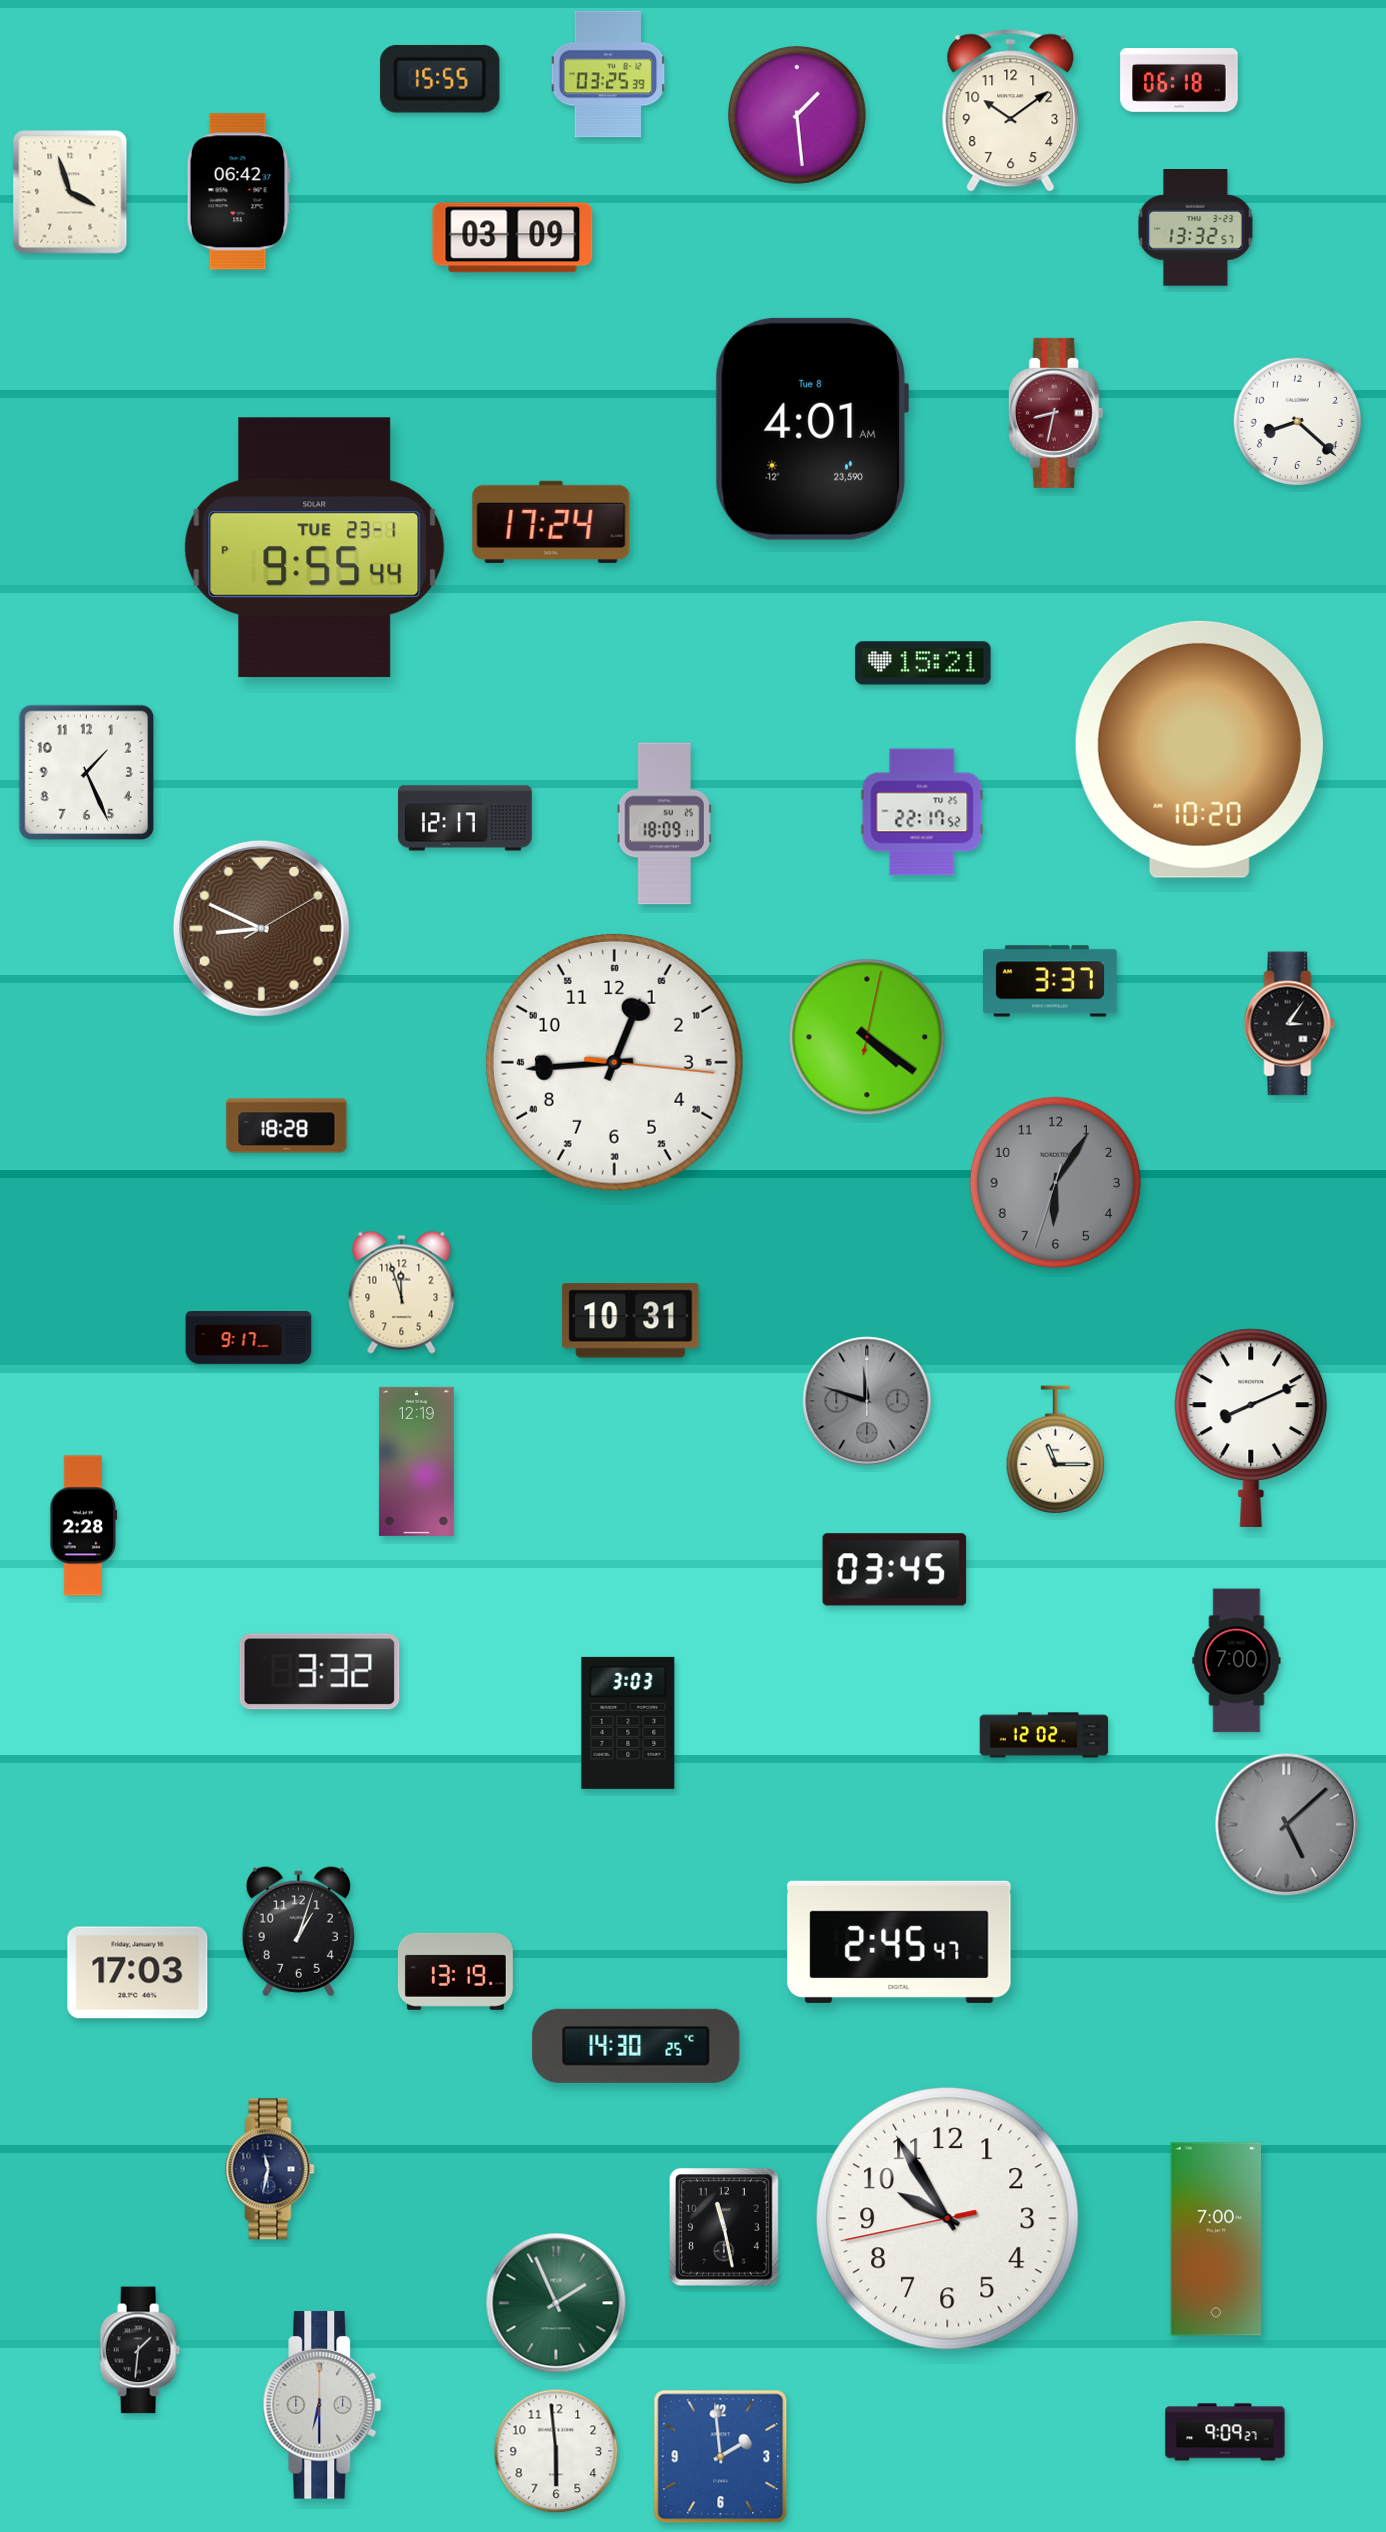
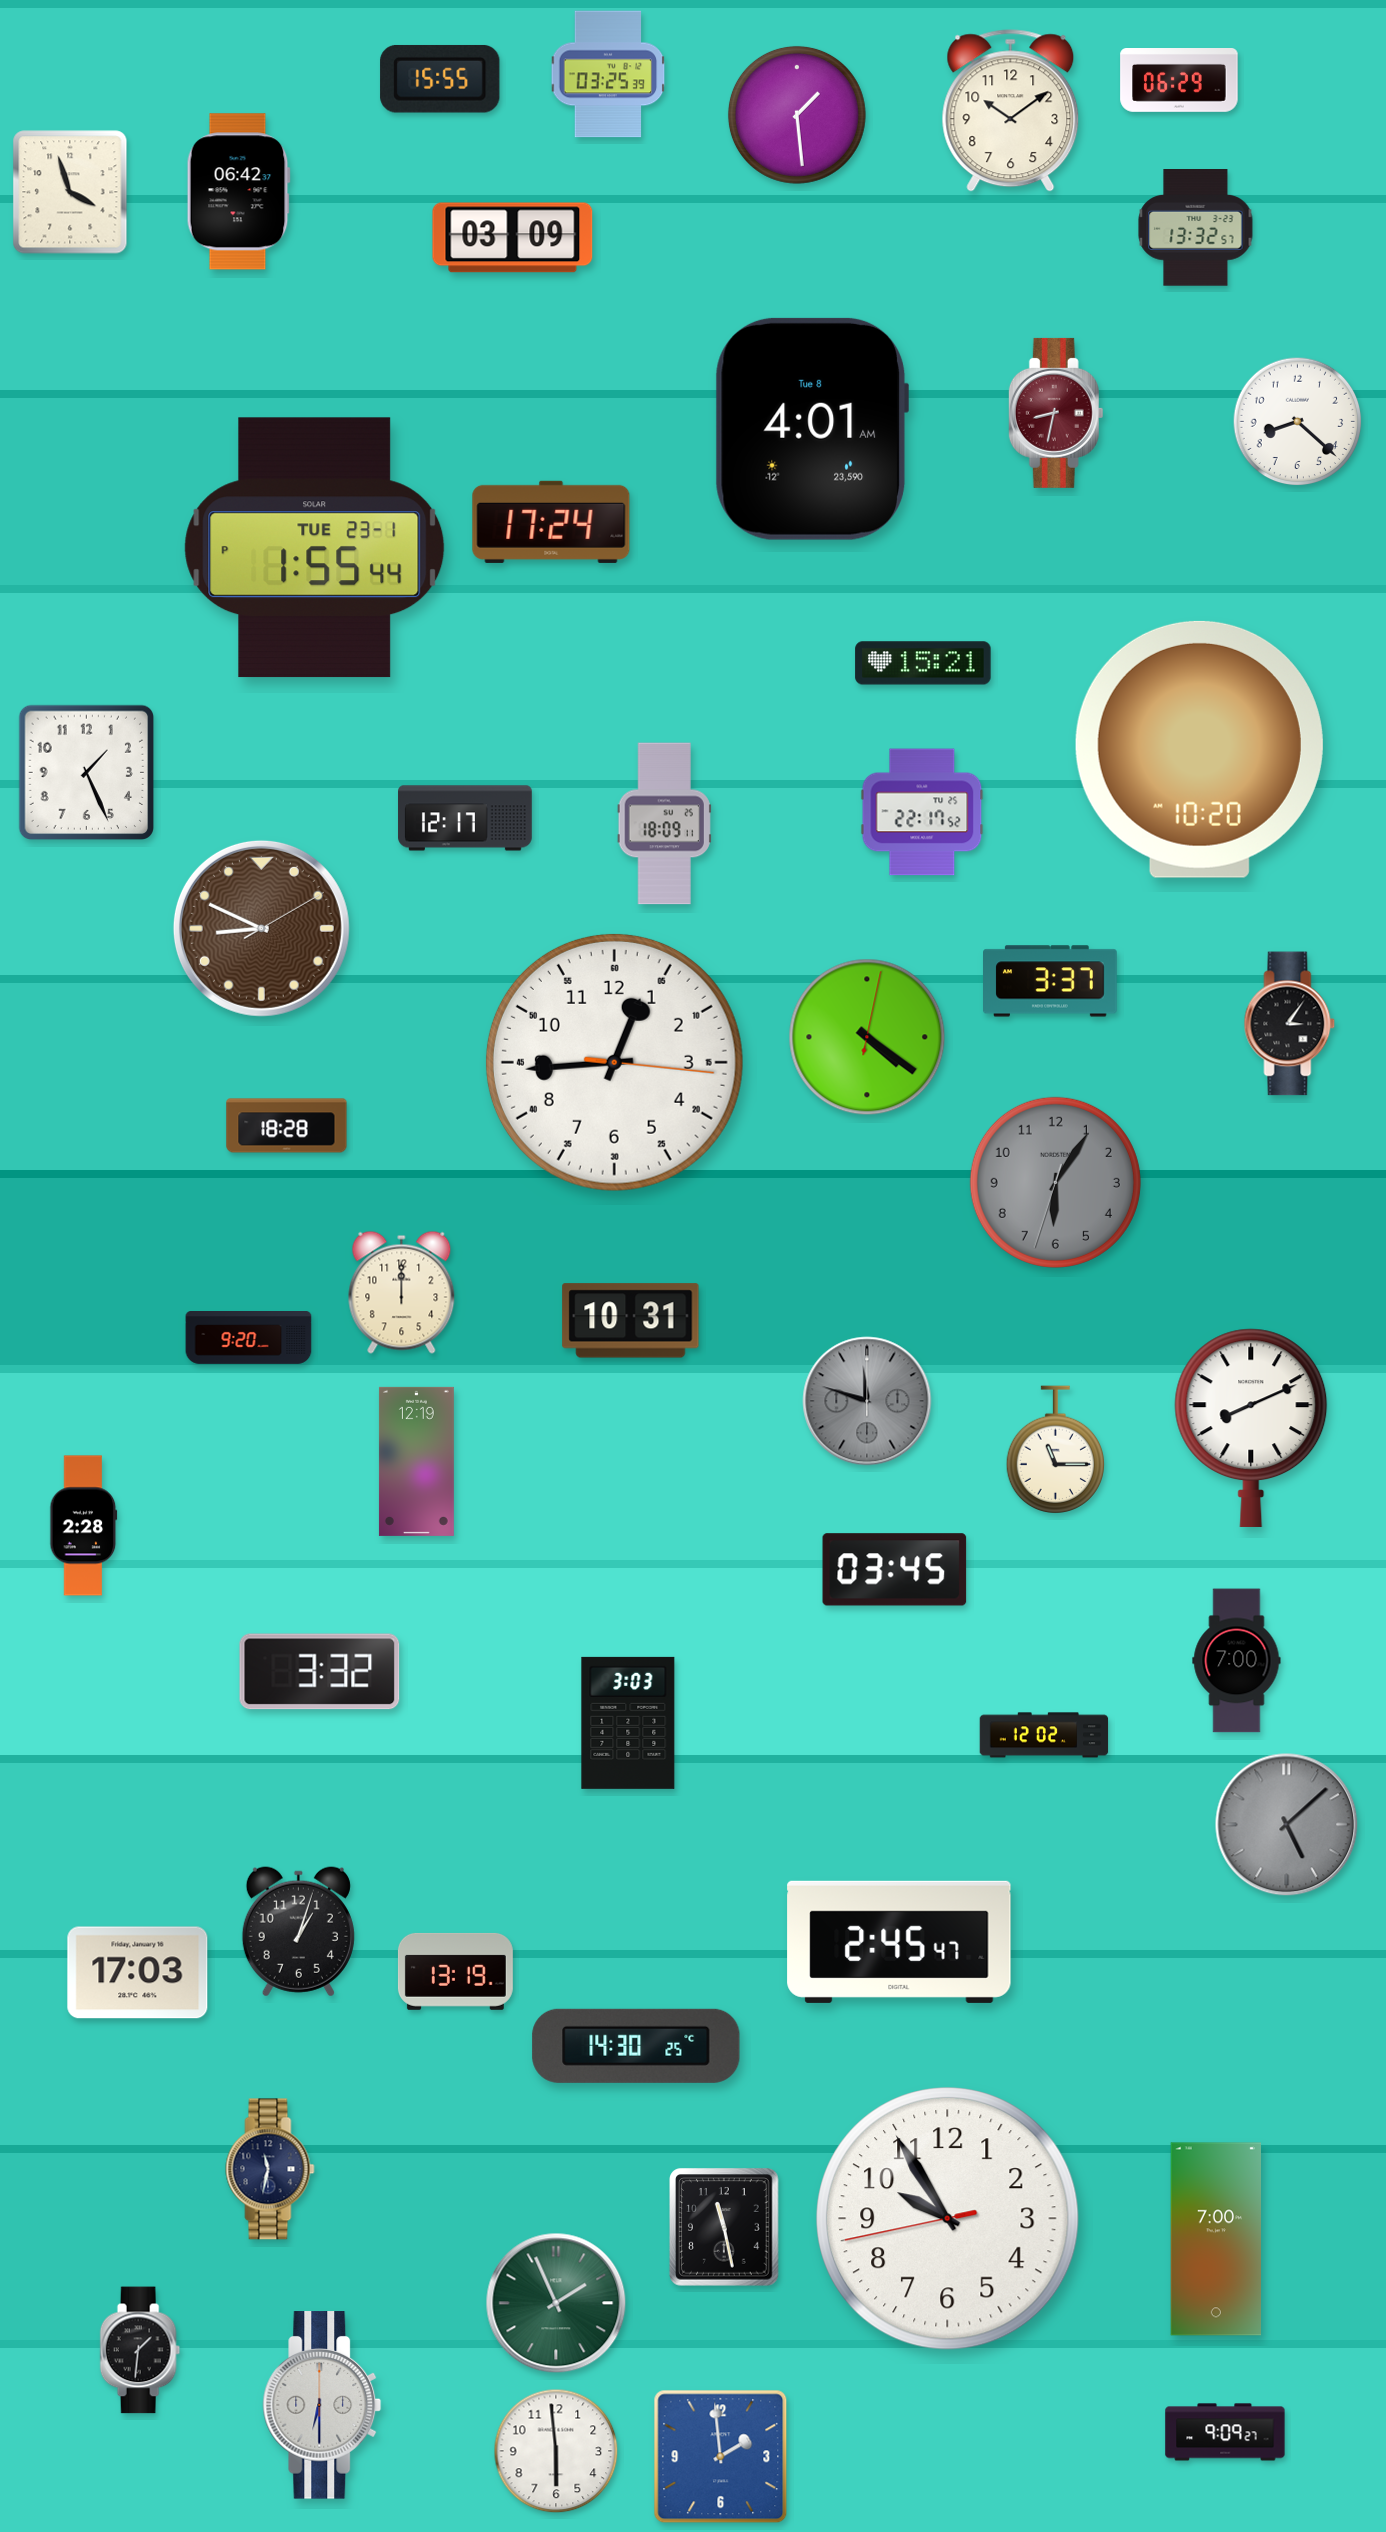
clock at (1179, 81): 06:18 -> 06:29
clock at (315, 548): 9:55 -> 1:55
clock at (402, 1292): 11:57 -> 12:00
clock at (249, 1338): 9:17 -> 9:20
